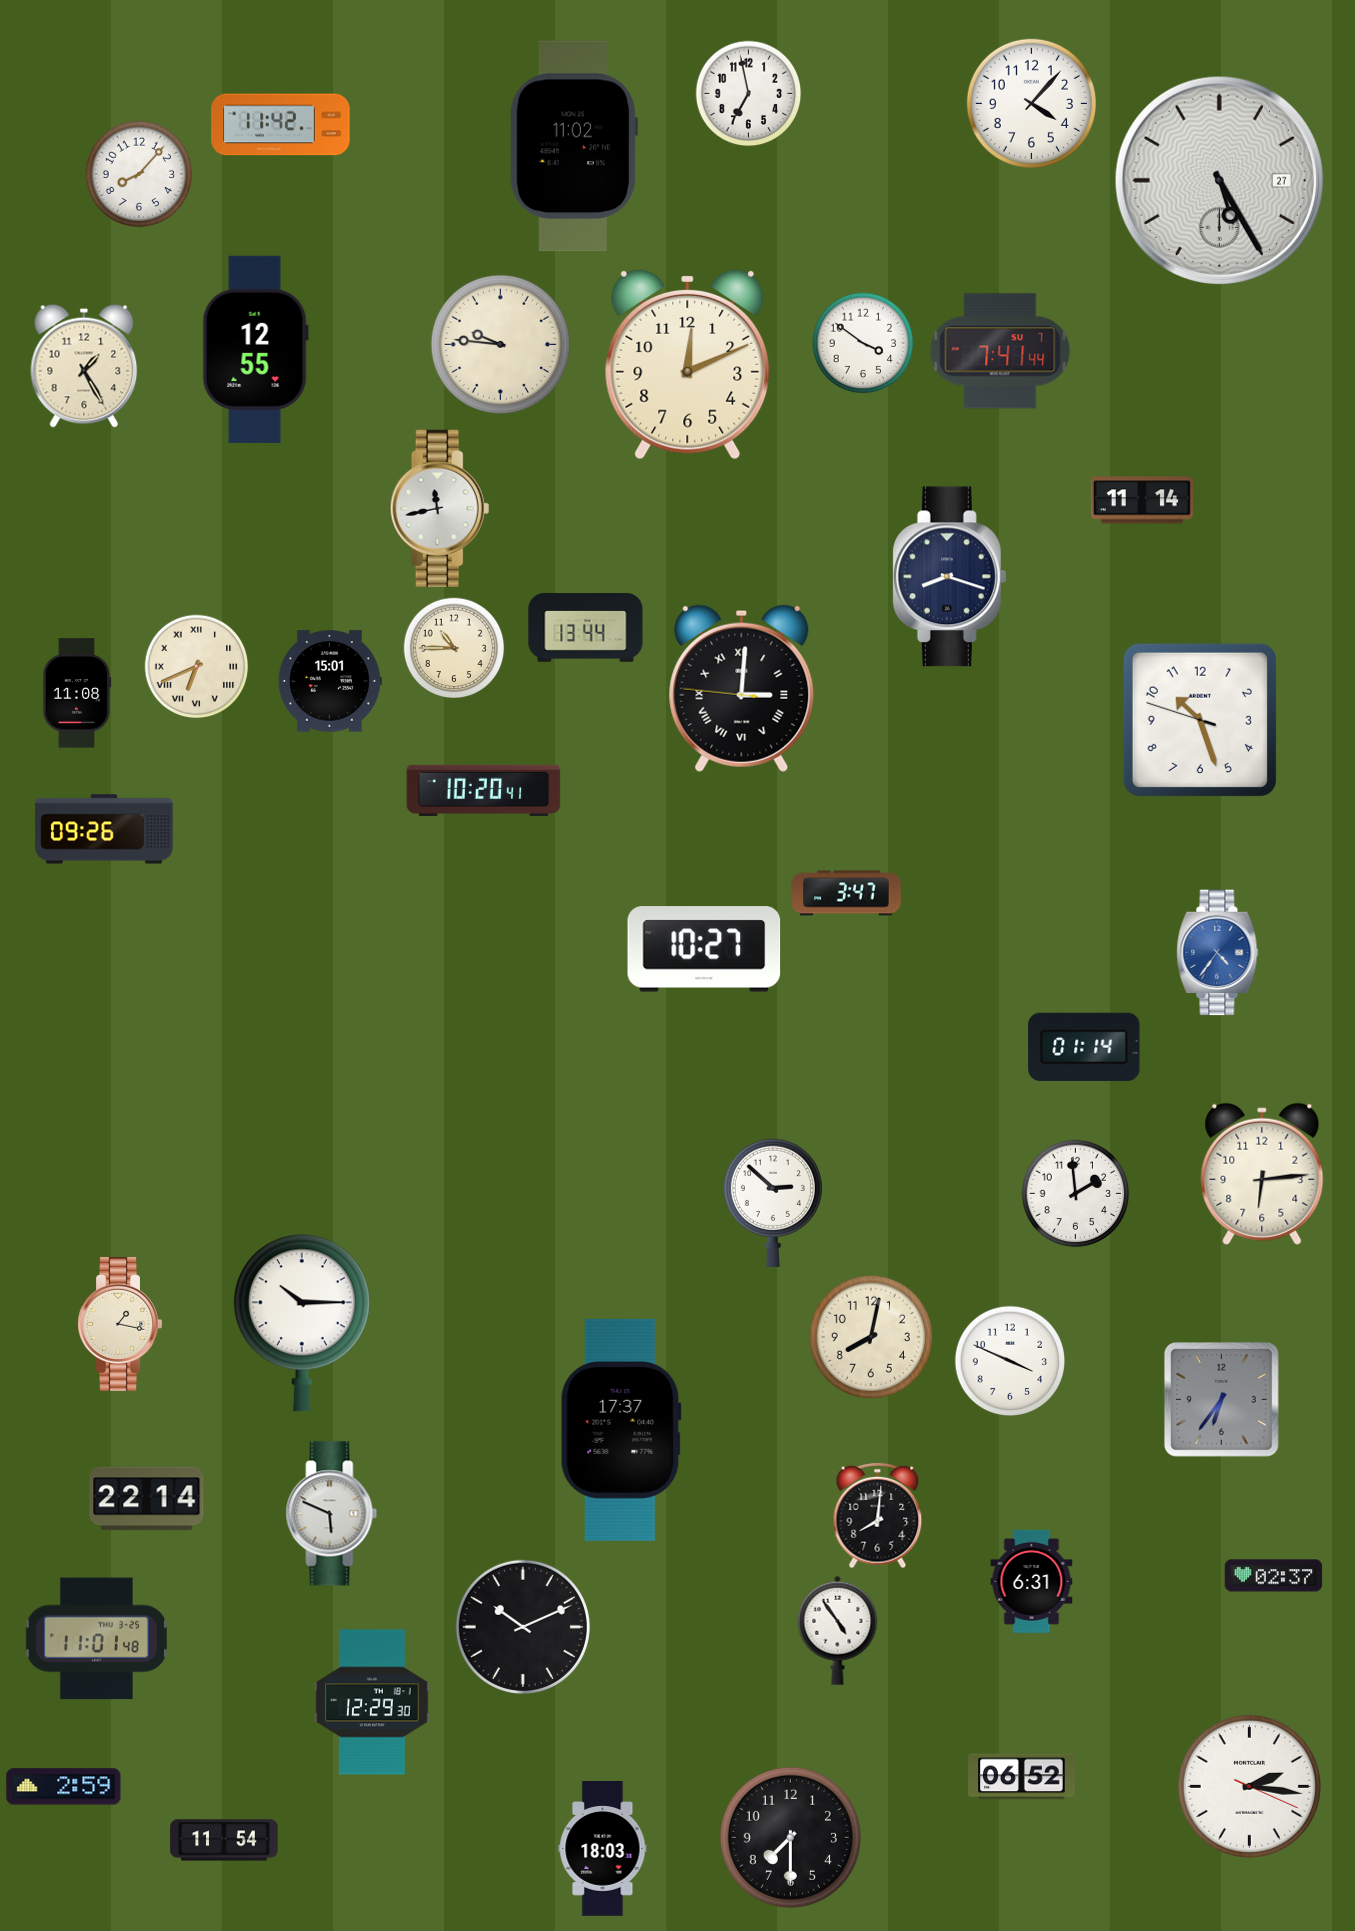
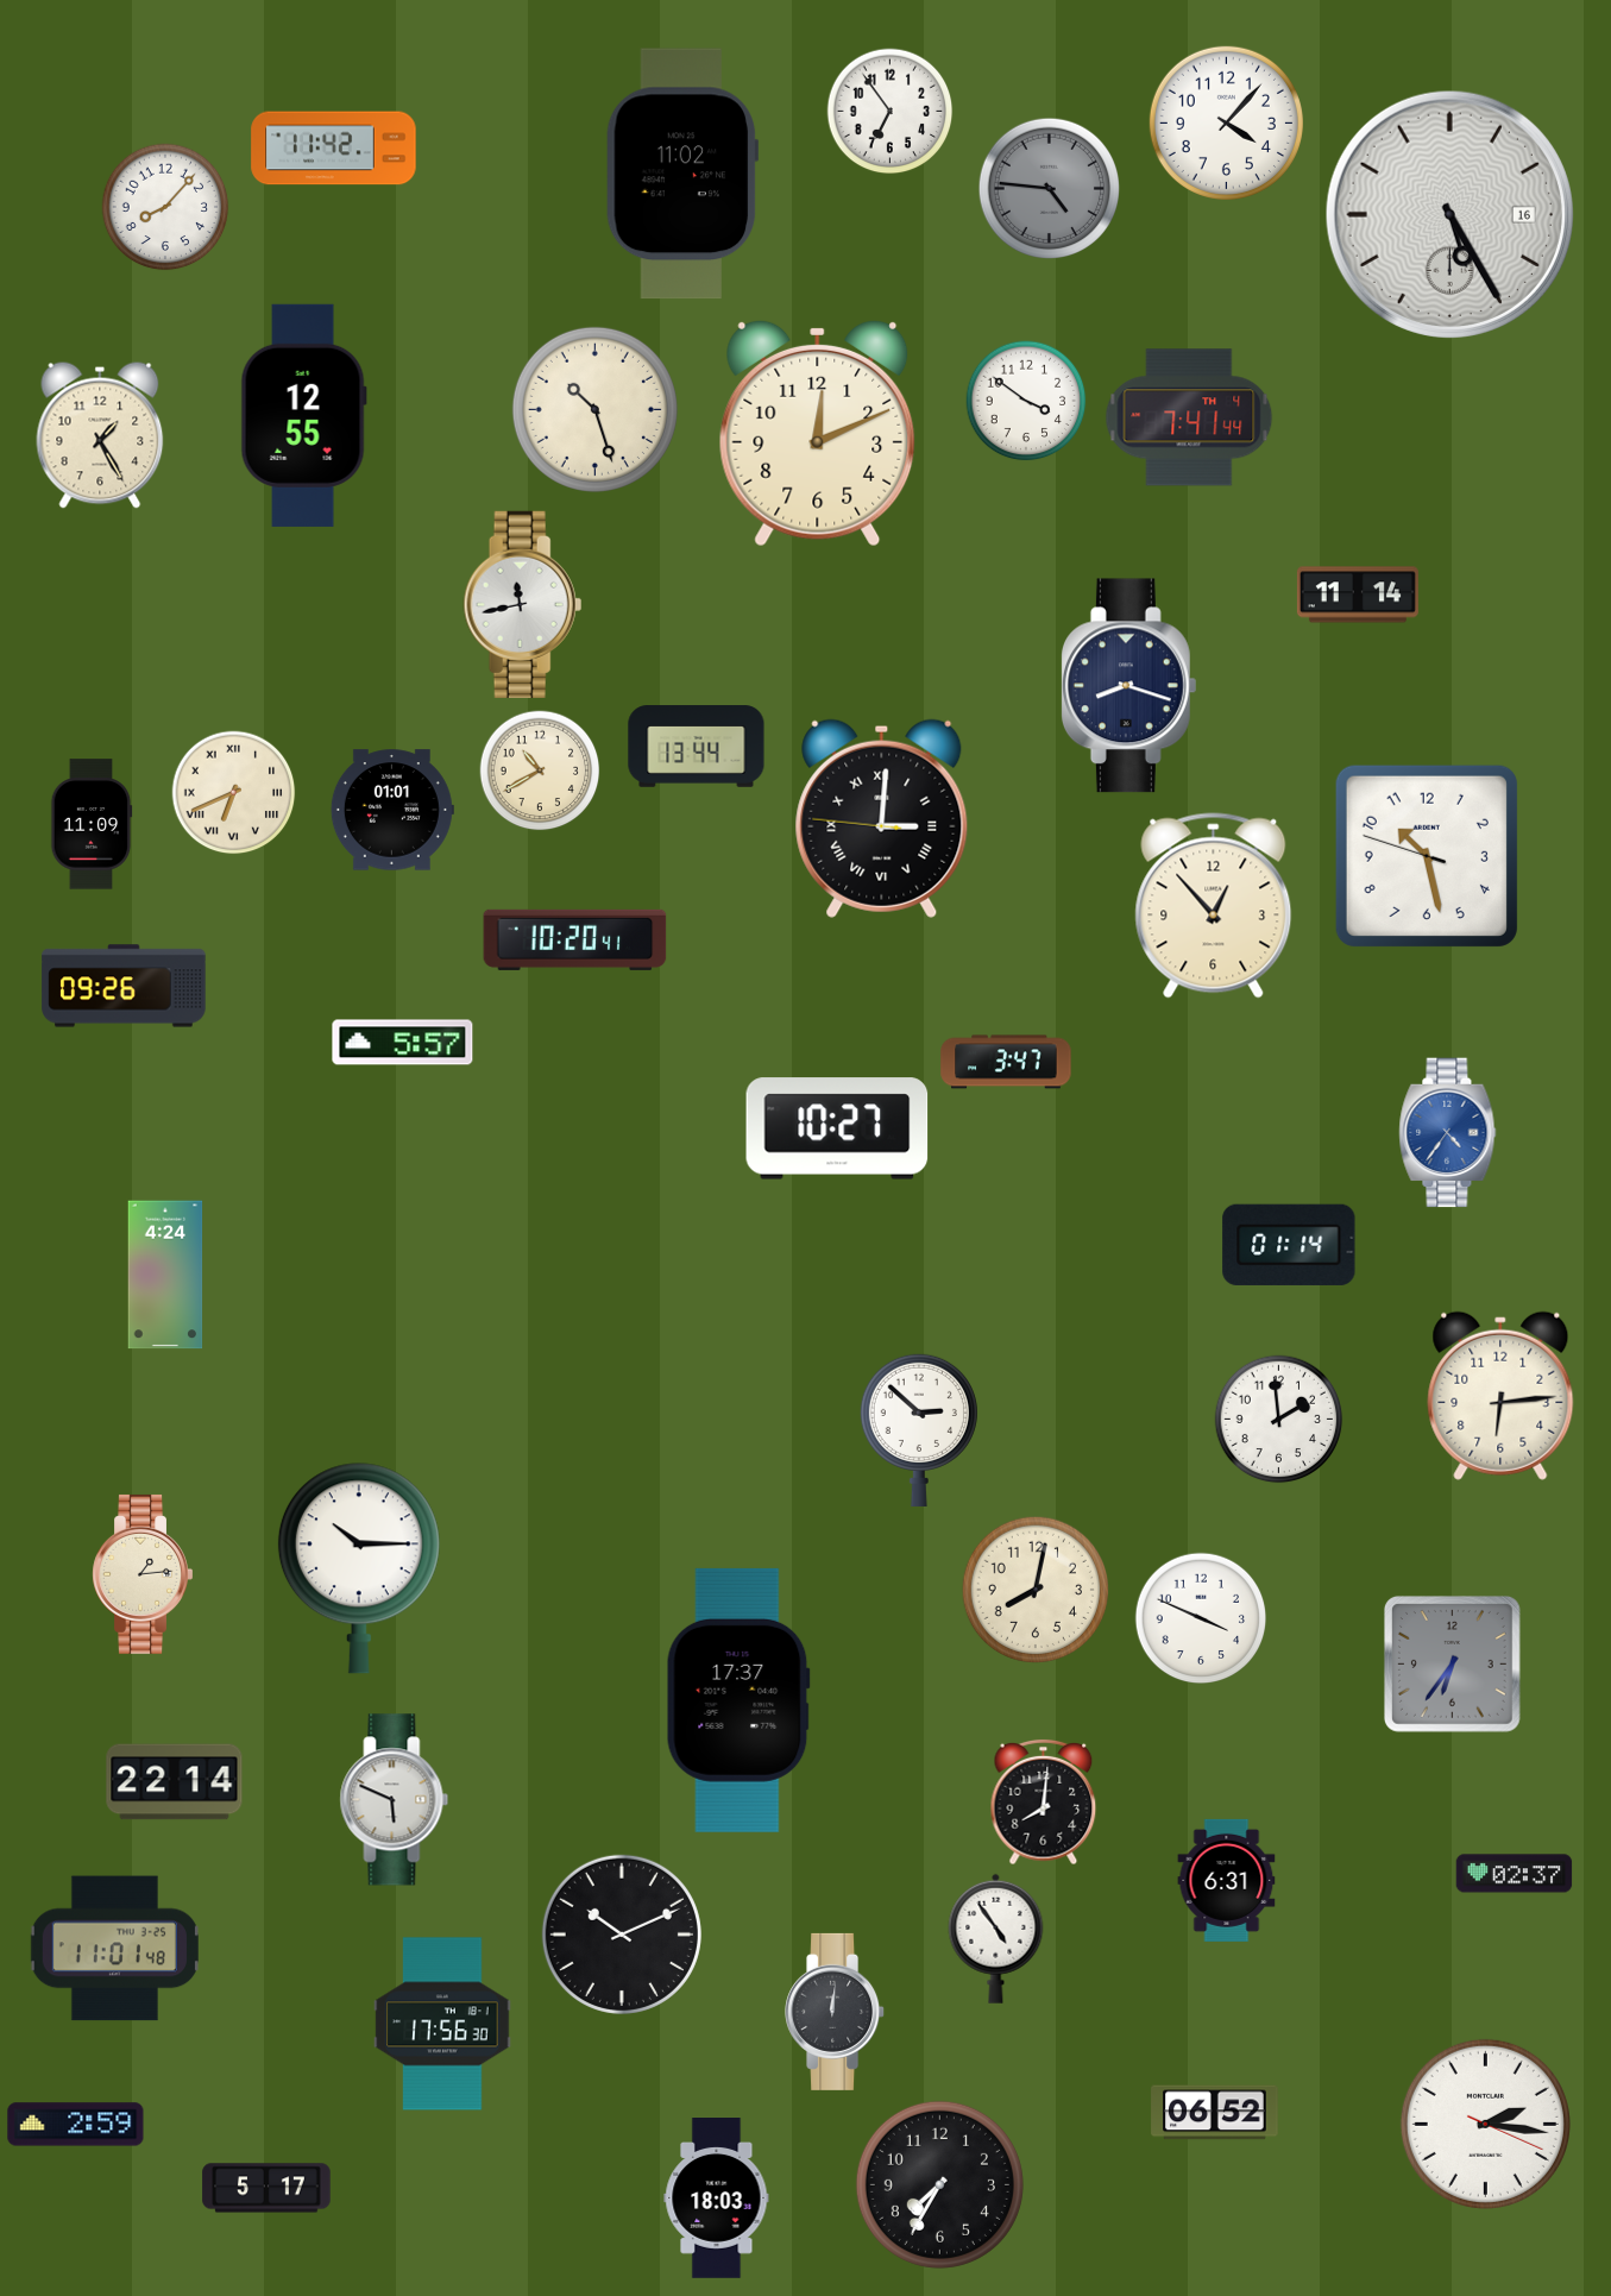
clock at (749, 94): 6:58 -> 6:54
clock at (1049, 188): none -> 4:46
clock at (1219, 180) date: 27 -> 16
clock at (863, 343) position: (863, 343) -> (1026, 401)
clock at (500, 344): 9:46 -> 10:27
clock at (1000, 351) date: SU 7 -> TH 4
clock at (454, 648): 10:45 -> 10:40
clock at (330, 681): 15:01 -> 01:01
clock at (77, 693): 11:08 -> 11:09
clock at (1200, 720): 10:26 -> 10:27
clock at (1214, 906): none -> 12:53
clock at (403, 1043): none -> 5:57
clock at (165, 1275): none -> 4:24
clock at (302, 1323) position: (302, 1323) -> (359, 1568)
clock at (119, 1324): 1:17 -> 1:14
clock at (836, 2012): none -> 12:01
clock at (372, 1702): 12:29 -> 17:56
clock at (790, 1837): 7:30 -> 7:35
clock at (224, 1840): 11:54 -> 5:17
